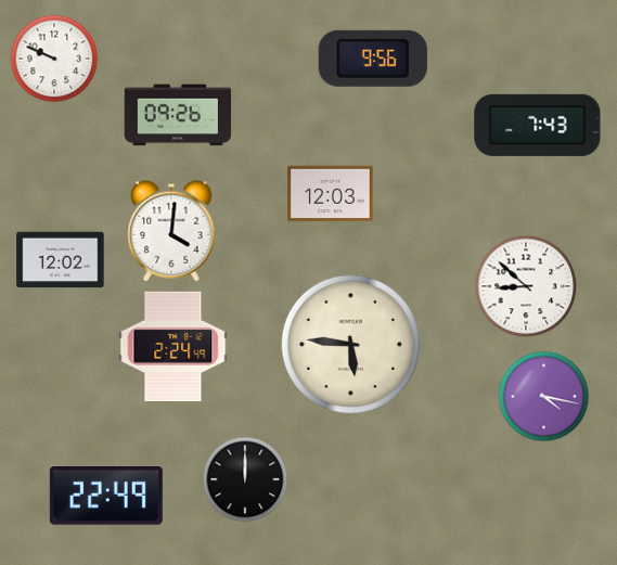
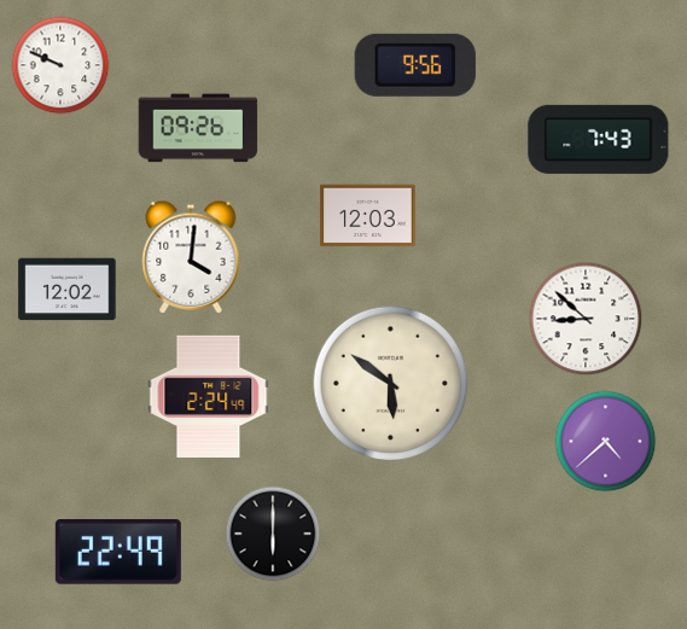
clock at (351, 345): 5:46 -> 5:51
clock at (173, 346) position: (173, 346) -> (209, 396)
clock at (544, 397): 4:17 -> 4:38
clock at (245, 479): 12:00 -> 6:00
